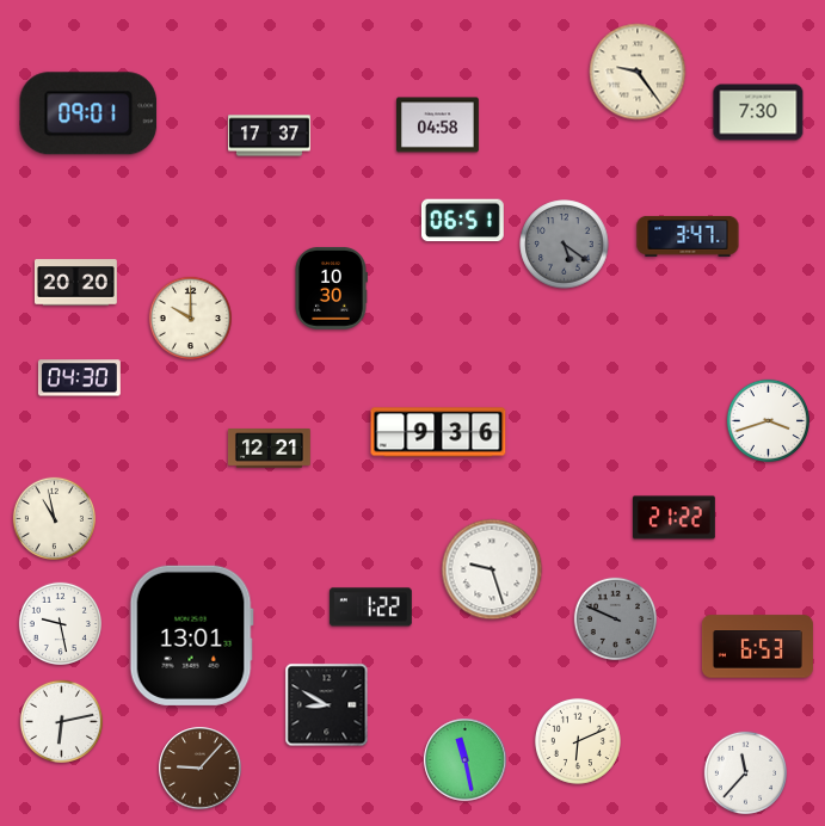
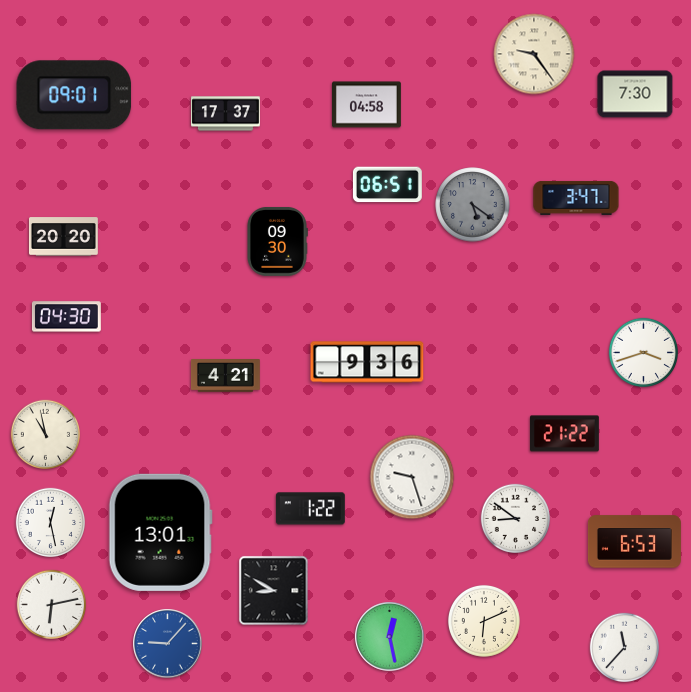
clock at (638, 72) position: (638, 72) -> (534, 54)
clock at (331, 288): 10:30 -> 09:30
clock at (190, 318): 10:00 -> none
clock at (269, 449): 12:21 -> 4:21
clock at (615, 618): 9:49 -> 8:51
clock at (615, 618) dial: grey -> white
clock at (60, 623): 9:28 -> 12:28
clock at (466, 760): 11:28 -> 12:28
clock at (201, 769) dial: brown -> blue
